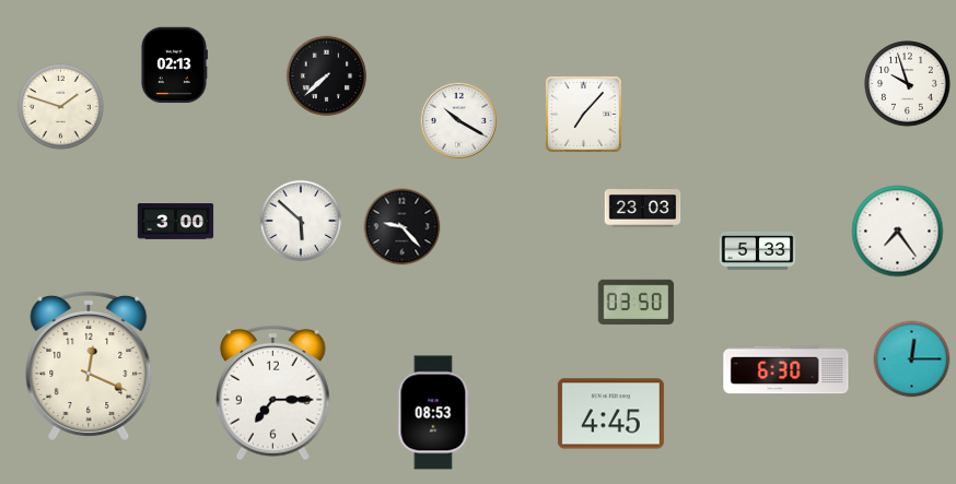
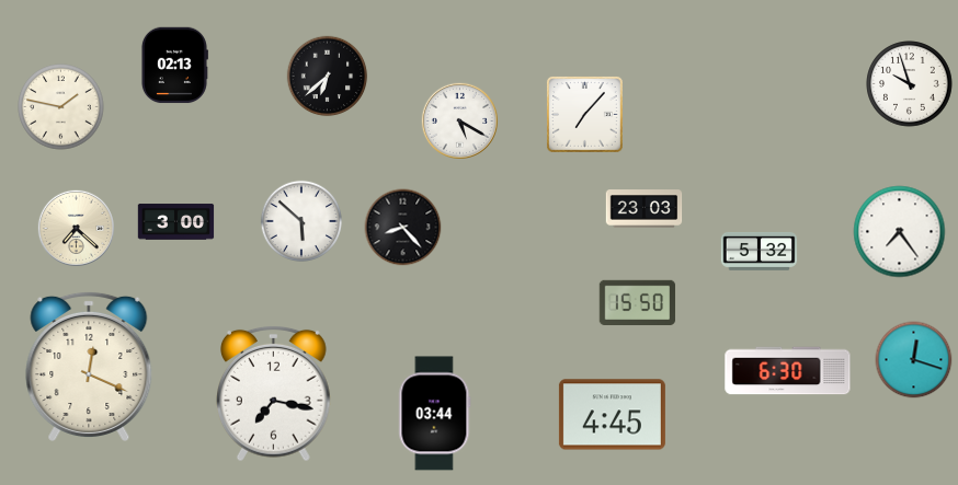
clock at (327, 76): 7:38 -> 6:38
clock at (61, 107): 1:48 -> 1:47
clock at (458, 120): 10:20 -> 5:20
clock at (76, 228): none -> 7:22
clock at (403, 227): 9:23 -> 8:23
clock at (758, 250): 5:33 -> 5:32
clock at (637, 303): 03:50 -> 15:50
clock at (912, 359): 12:15 -> 12:18
clock at (273, 392): 7:15 -> 7:17
clock at (434, 413): 08:53 -> 03:44
